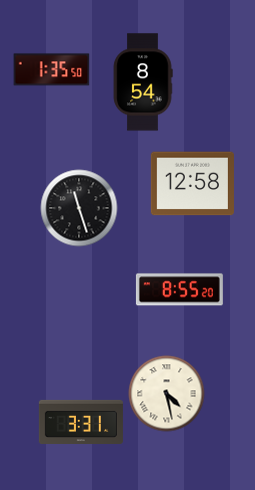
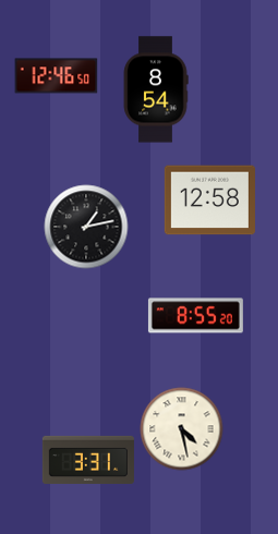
clock at (52, 70): 1:35 -> 12:46
clock at (79, 208): 11:27 -> 1:13
